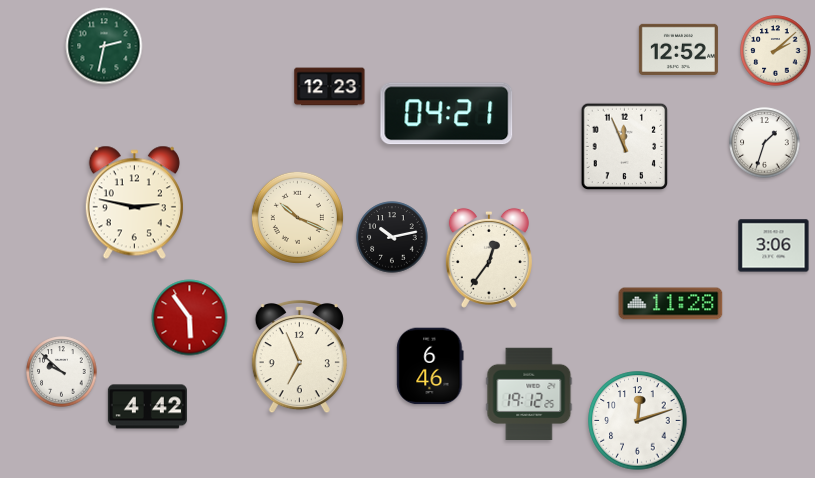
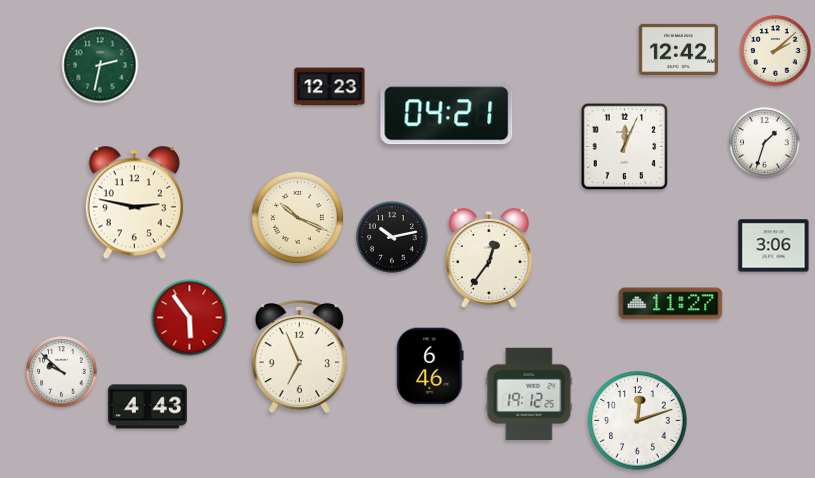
clock at (104, 46) position: (104, 46) -> (100, 65)
clock at (678, 49): 12:52 -> 12:42
clock at (625, 147): 11:56 -> 12:04
clock at (671, 304): 11:28 -> 11:27
clock at (147, 407): 4:42 -> 4:43
